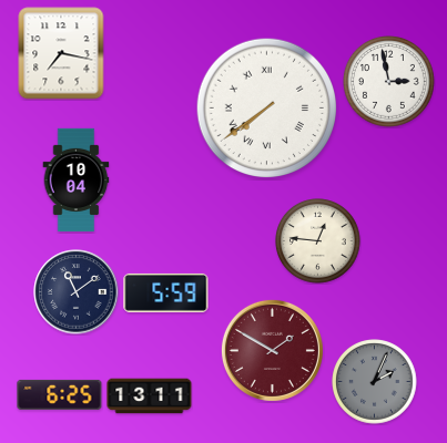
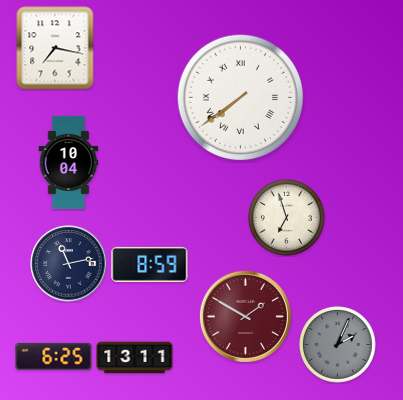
clock at (389, 82): 2:58 -> none
clock at (318, 241): 12:46 -> 6:57
clock at (77, 292): 11:09 -> 11:13
clock at (166, 292): 5:59 -> 8:59
